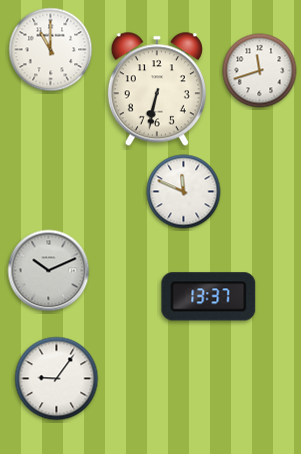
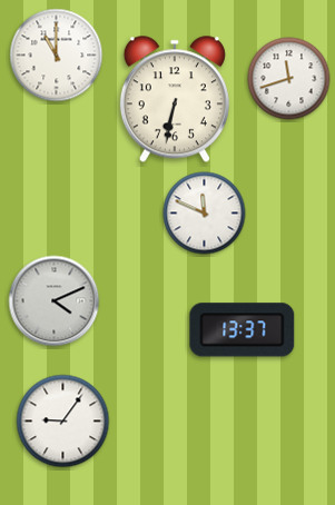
clock at (49, 271): 10:11 -> 4:11
clock at (209, 297) position: (209, 297) -> (243, 330)
